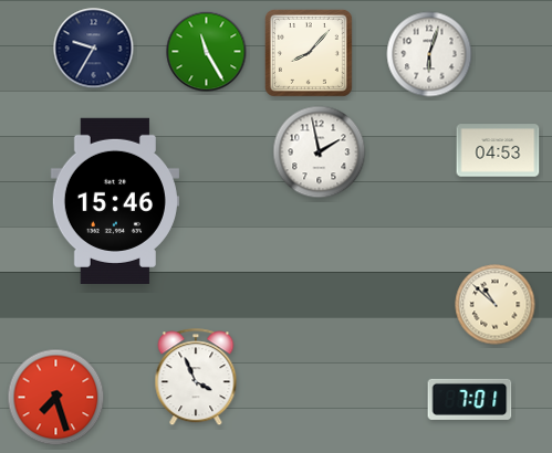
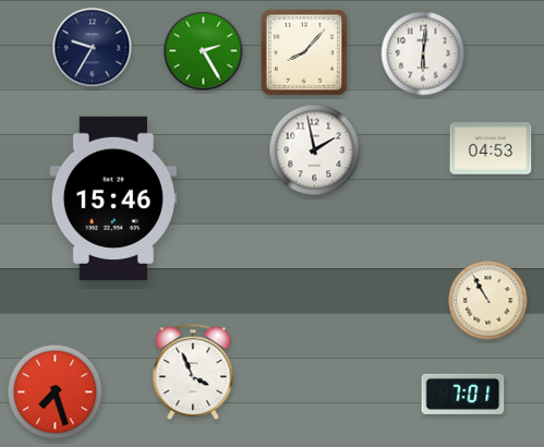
clock at (207, 52): 11:25 -> 2:25
clock at (429, 54): 6:03 -> 6:01
clock at (496, 305): 10:52 -> 10:55
